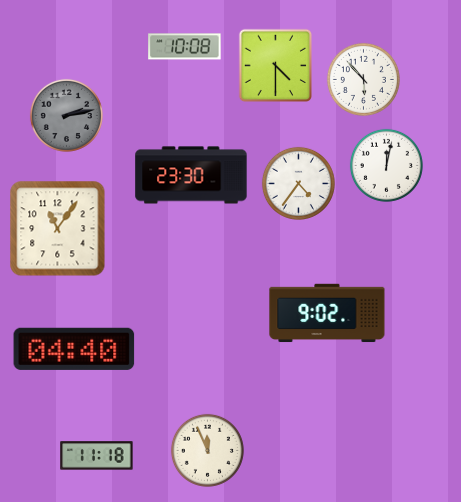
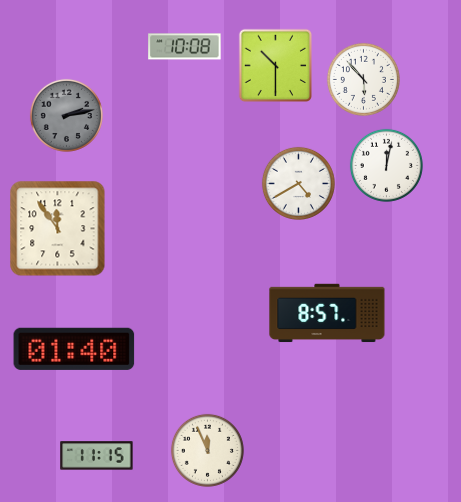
clock at (275, 65): 4:30 -> 10:30
clock at (191, 175): 23:30 -> none
clock at (298, 183): 4:36 -> 4:40
clock at (58, 229): 11:06 -> 11:54
clock at (327, 313): 9:02 -> 8:57
clock at (74, 349): 04:40 -> 01:40
clock at (97, 456): 11:18 -> 11:15
